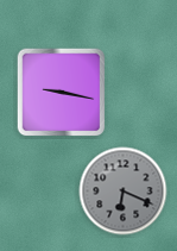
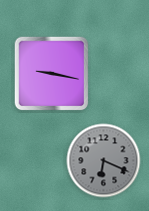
clock at (62, 93) position: (62, 93) -> (52, 74)
